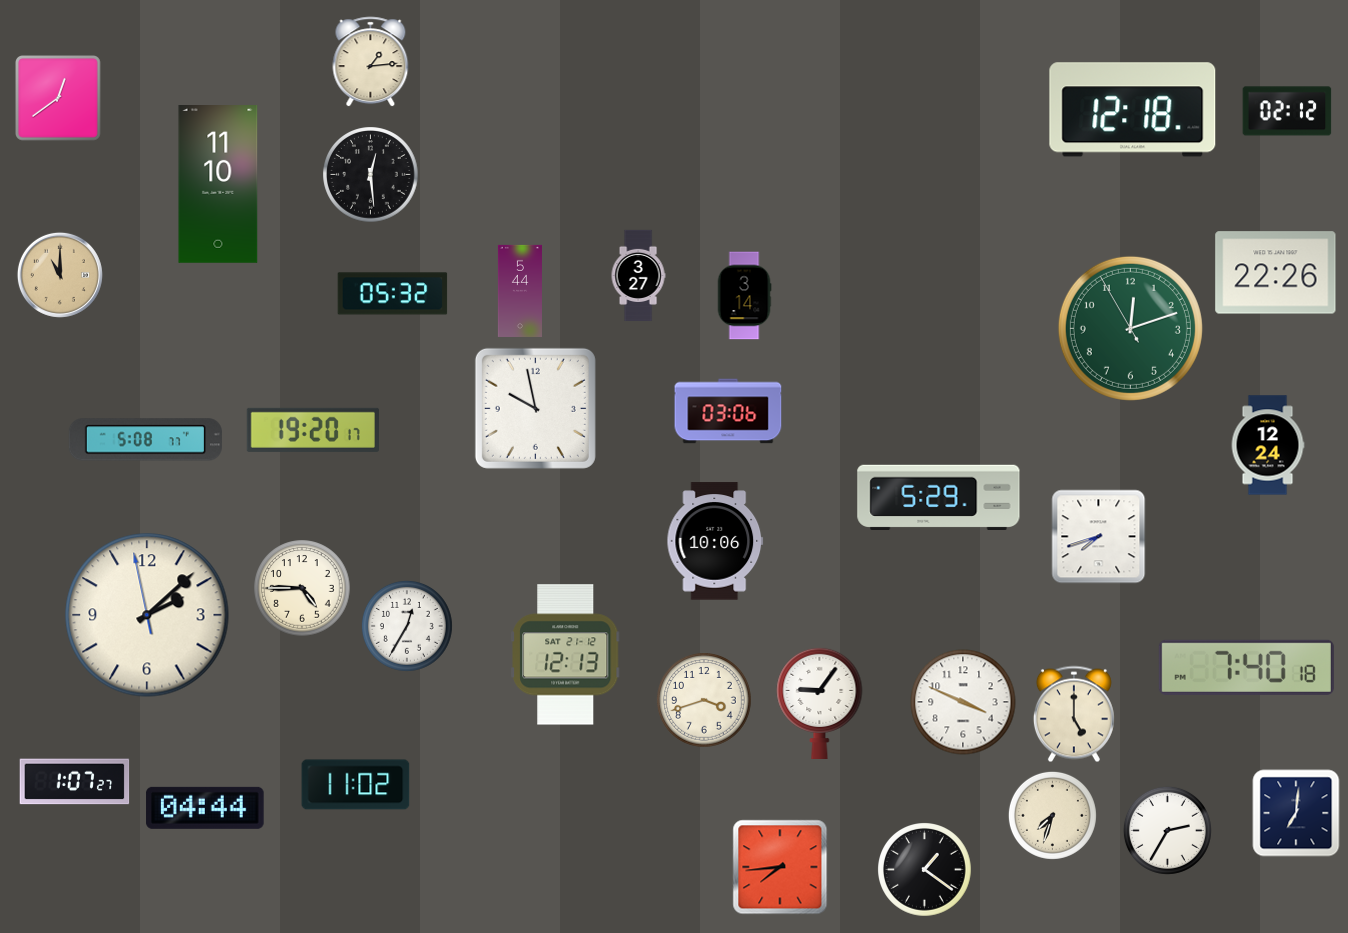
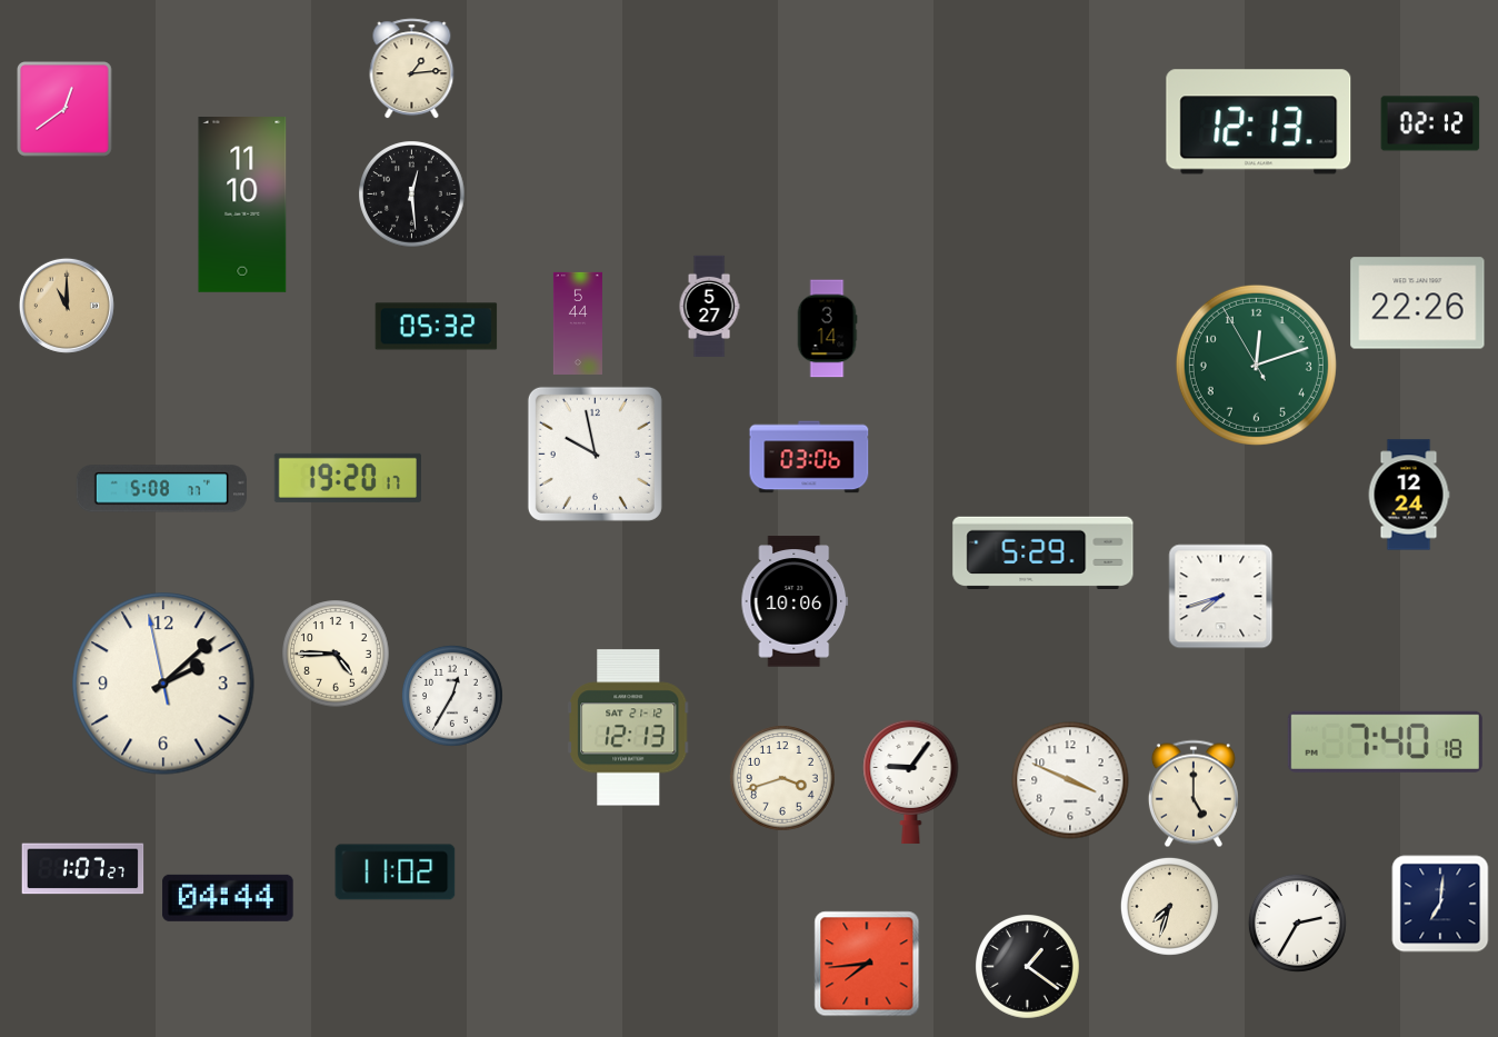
clock at (1133, 110): 12:18 -> 12:13
clock at (638, 276): 3:27 -> 5:27
